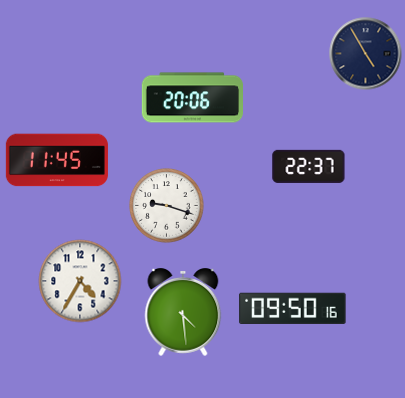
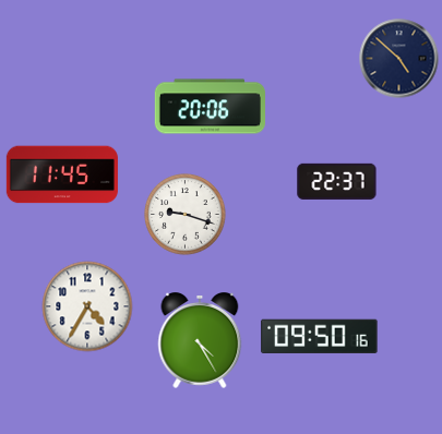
clock at (366, 54): 4:55 -> 4:52
clock at (167, 206) position: (167, 206) -> (186, 215)
clock at (183, 313): 4:29 -> 4:25
